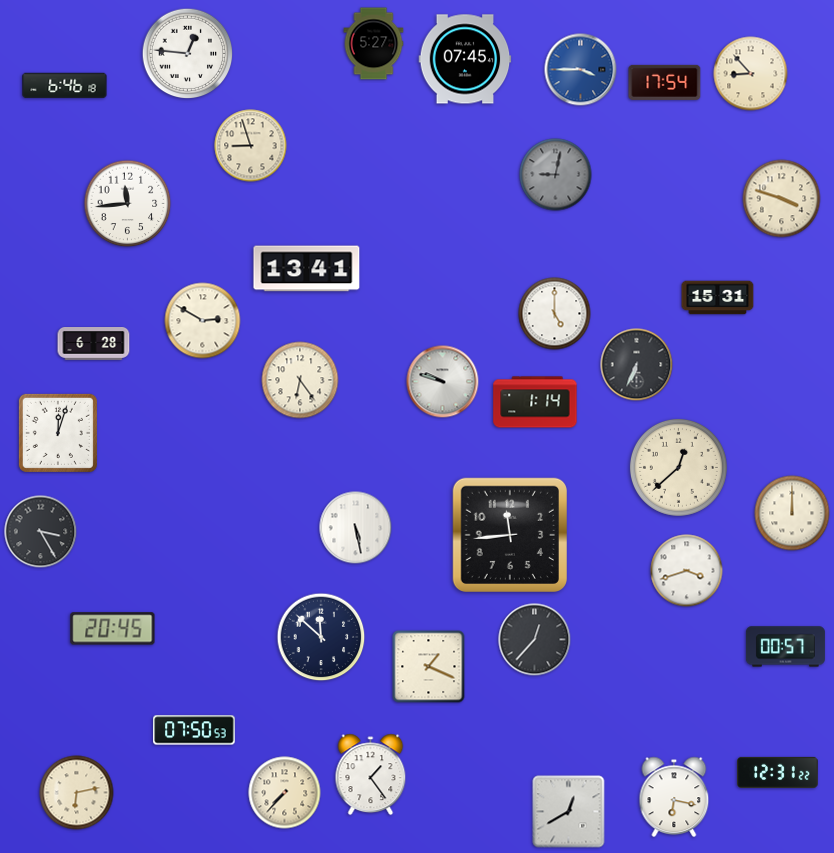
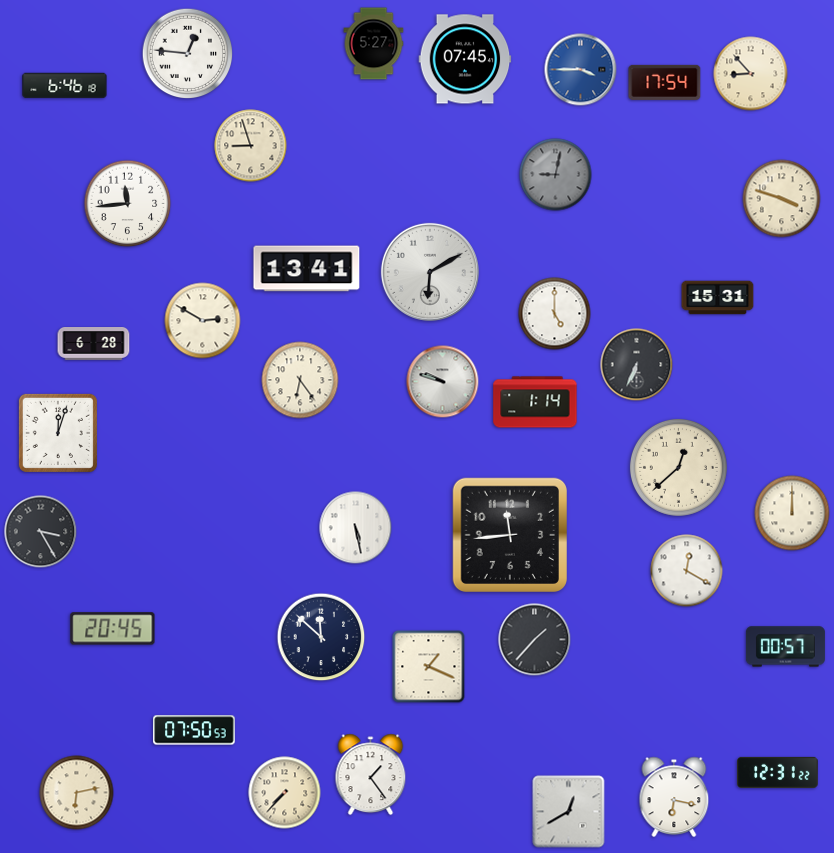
clock at (430, 272): none -> 6:10
clock at (687, 571): 3:42 -> 12:20
clock at (535, 640): 12:37 -> 1:37
